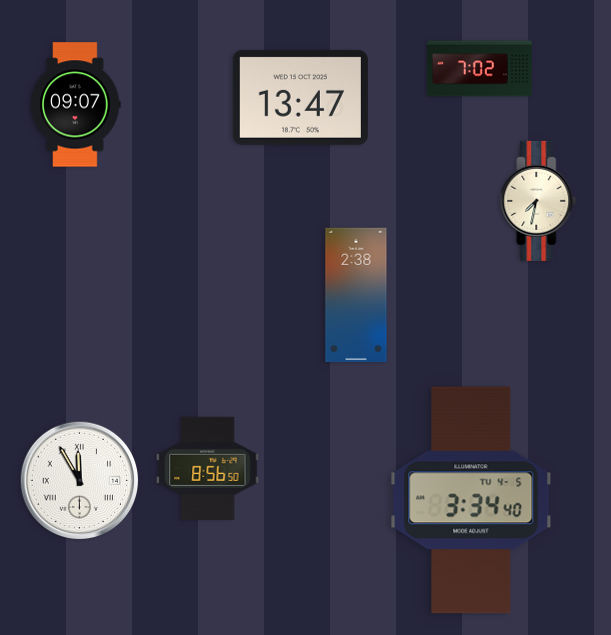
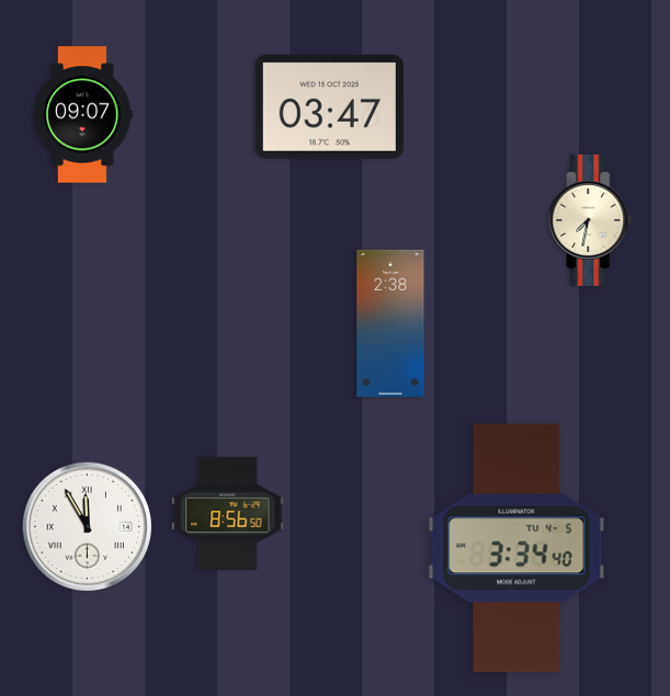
clock at (479, 69): 7:02 -> none
clock at (300, 97): 13:47 -> 03:47
